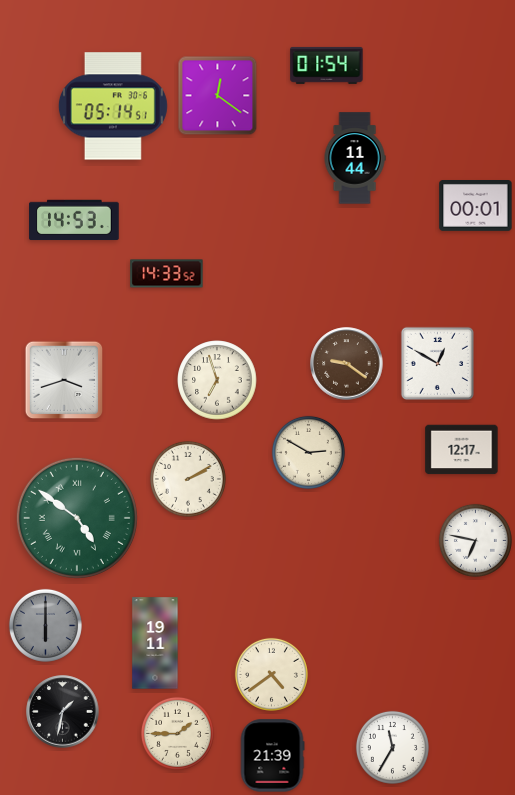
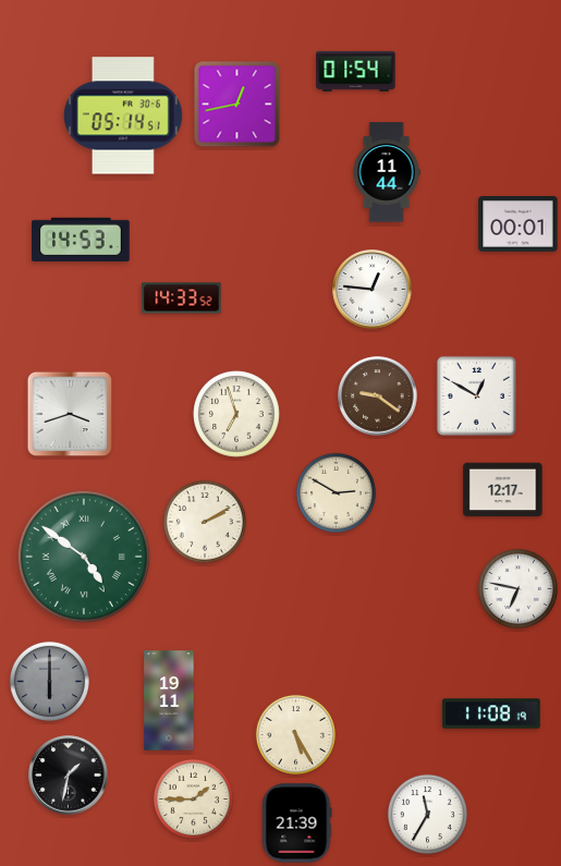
clock at (218, 96): 12:21 -> 12:43
clock at (373, 290): none -> 12:46
clock at (77, 518) position: (77, 518) -> (84, 557)
clock at (491, 713): none -> 11:08
clock at (271, 674): 4:39 -> 5:25
